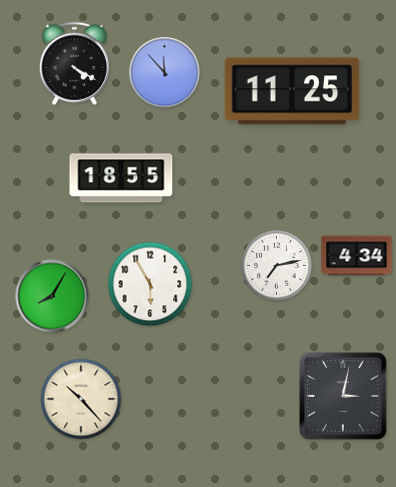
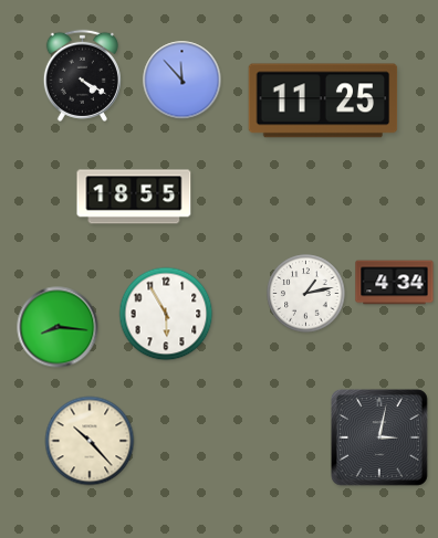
clock at (74, 63) position: (74, 63) -> (82, 75)
clock at (277, 266): 7:13 -> 1:13
clock at (52, 296): 8:05 -> 8:16
